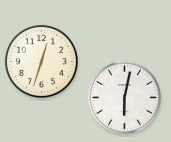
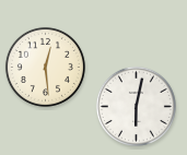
clock at (41, 61): 12:33 -> 12:29
